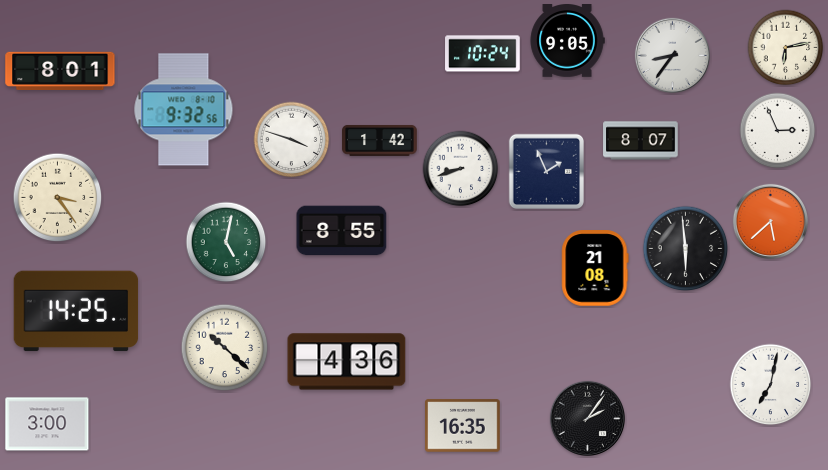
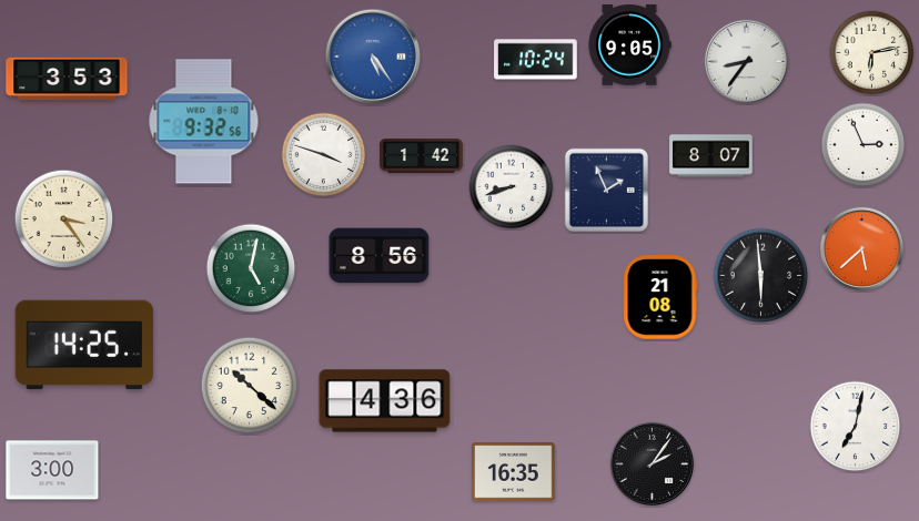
clock at (373, 57): none -> 5:24
clock at (60, 71): 8:01 -> 3:53
clock at (770, 221) position: (770, 221) -> (861, 248)
clock at (342, 231): 8:55 -> 8:56
